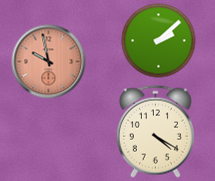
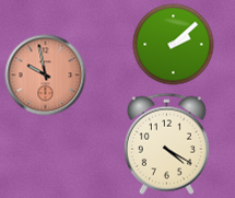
clock at (49, 62) position: (49, 62) -> (46, 75)
clock at (155, 131) position: (155, 131) -> (166, 143)
